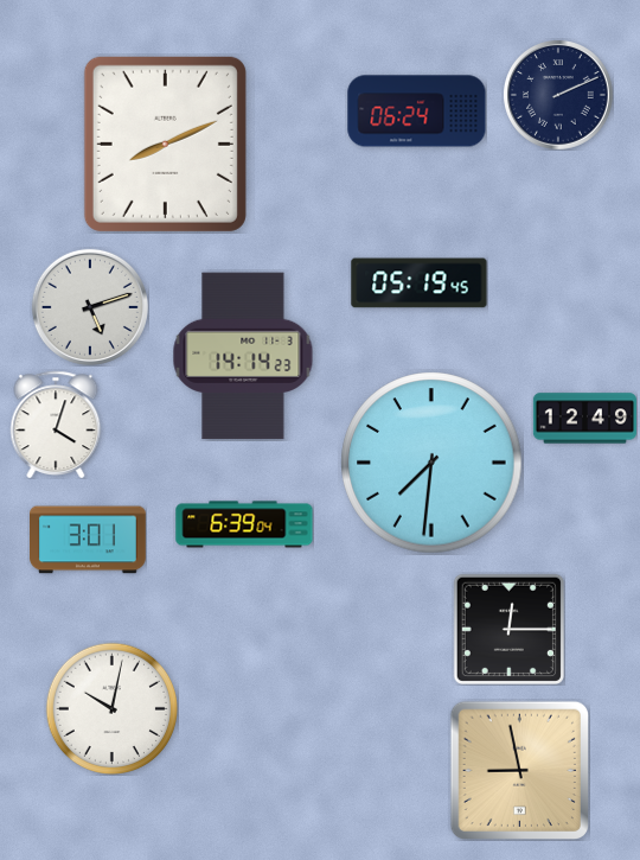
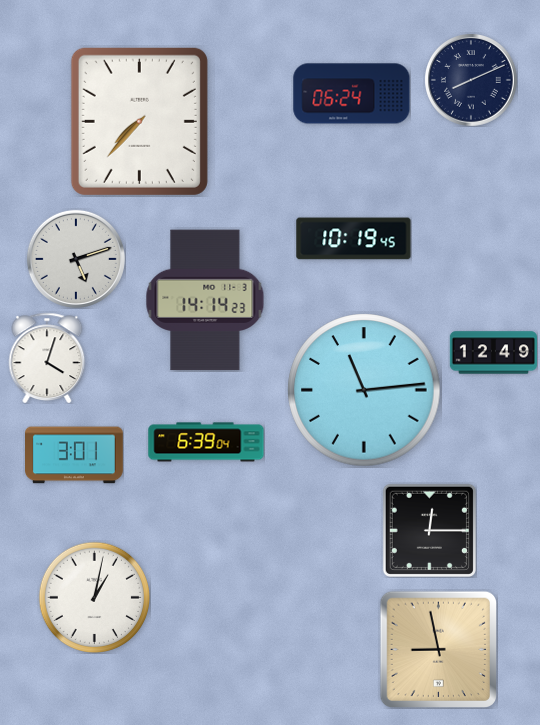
clock at (558, 95): 2:11 -> 8:11
clock at (165, 144): 8:11 -> 7:37
clock at (420, 284): 05:19 -> 10:19
clock at (431, 463): 7:31 -> 11:14
clock at (111, 708): 10:02 -> 1:02
